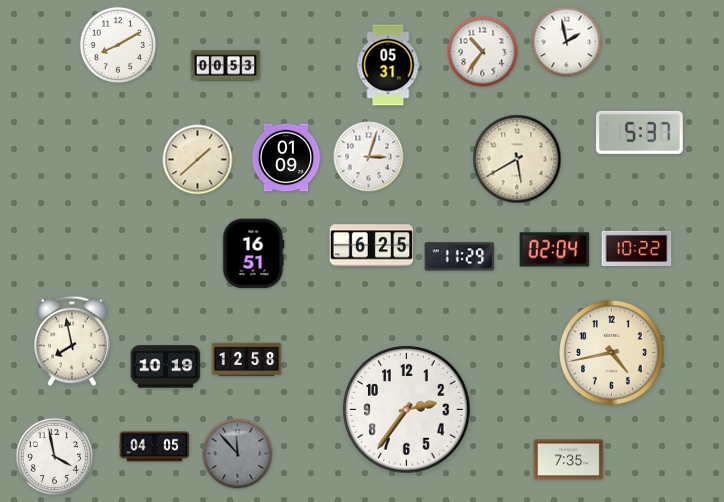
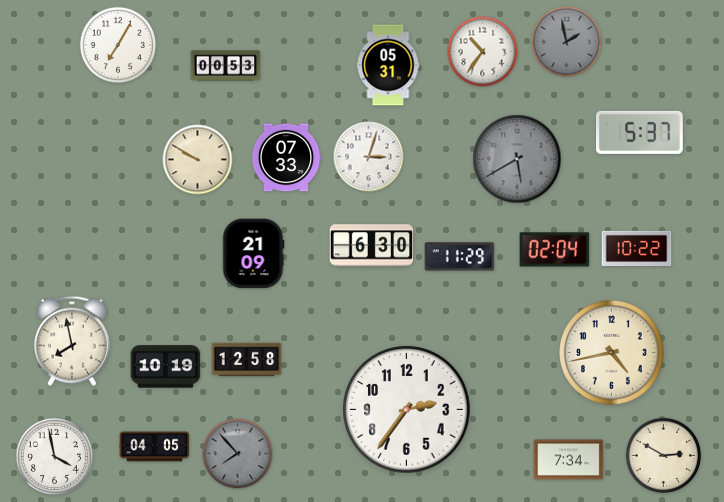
clock at (567, 42) dial: white -> grey
clock at (118, 45): 8:10 -> 7:05
clock at (286, 158): 01:09 -> 07:33
clock at (517, 159) dial: cream -> grey
clock at (198, 160): 1:38 -> 9:50
clock at (372, 246): 6:25 -> 6:30
clock at (254, 254): 16:51 -> 21:09
clock at (238, 454): 11:53 -> 7:53
clock at (664, 456): none -> 2:50
clock at (569, 460): 7:35 -> 7:34
